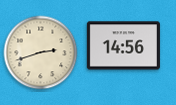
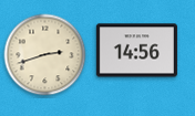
clock at (41, 53) position: (41, 53) -> (45, 55)
